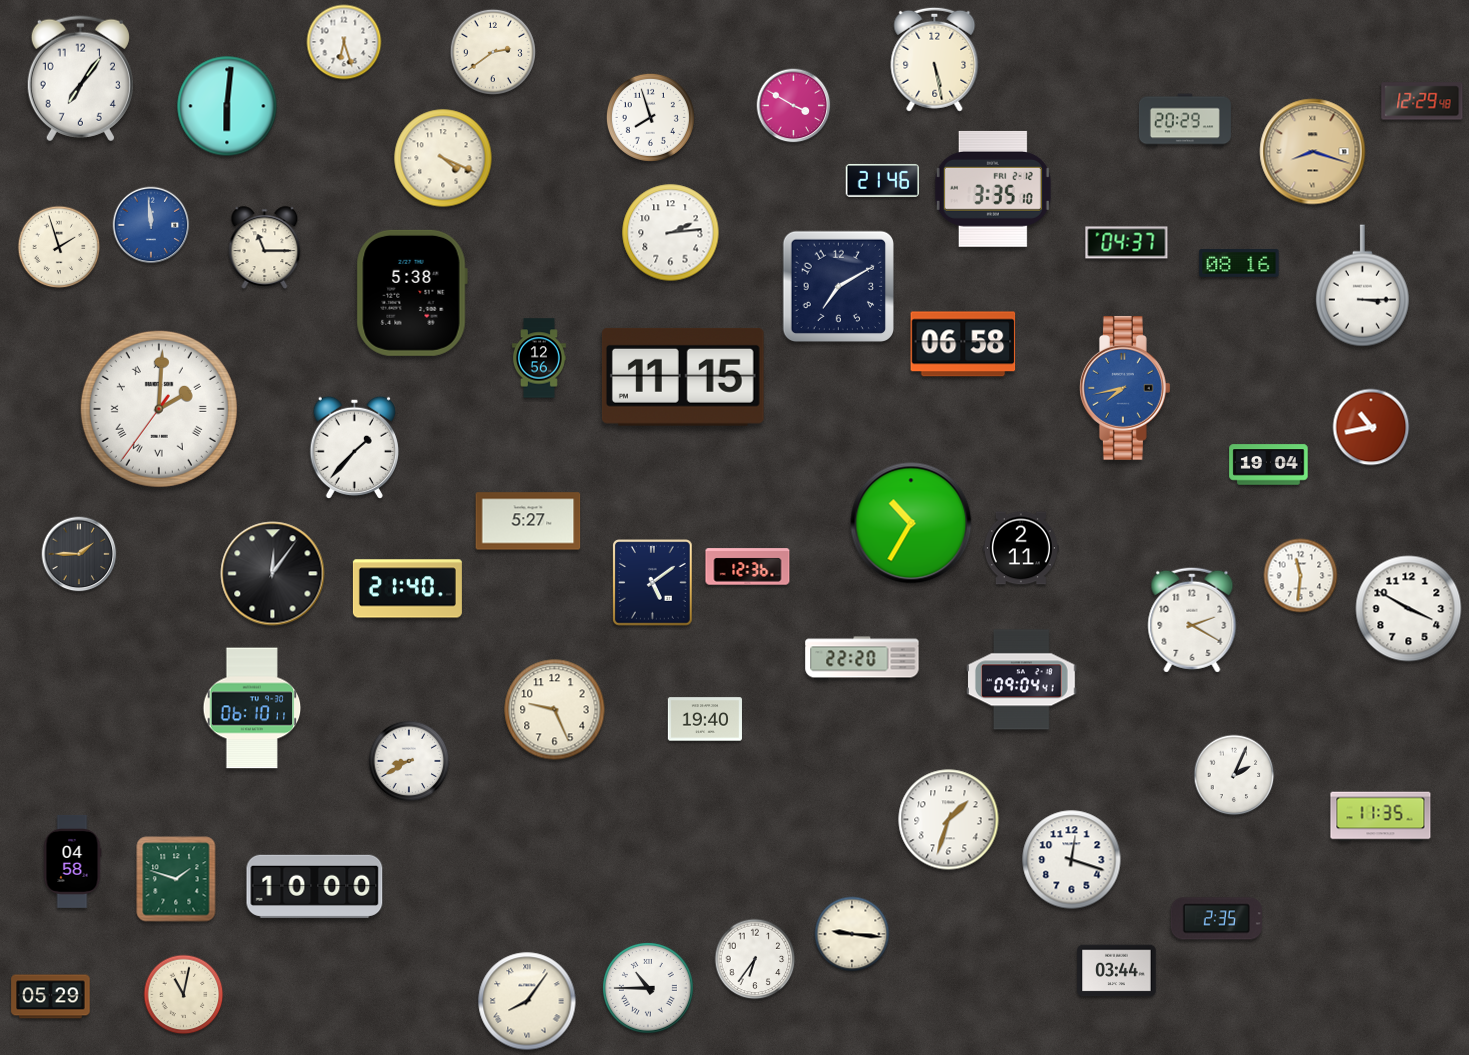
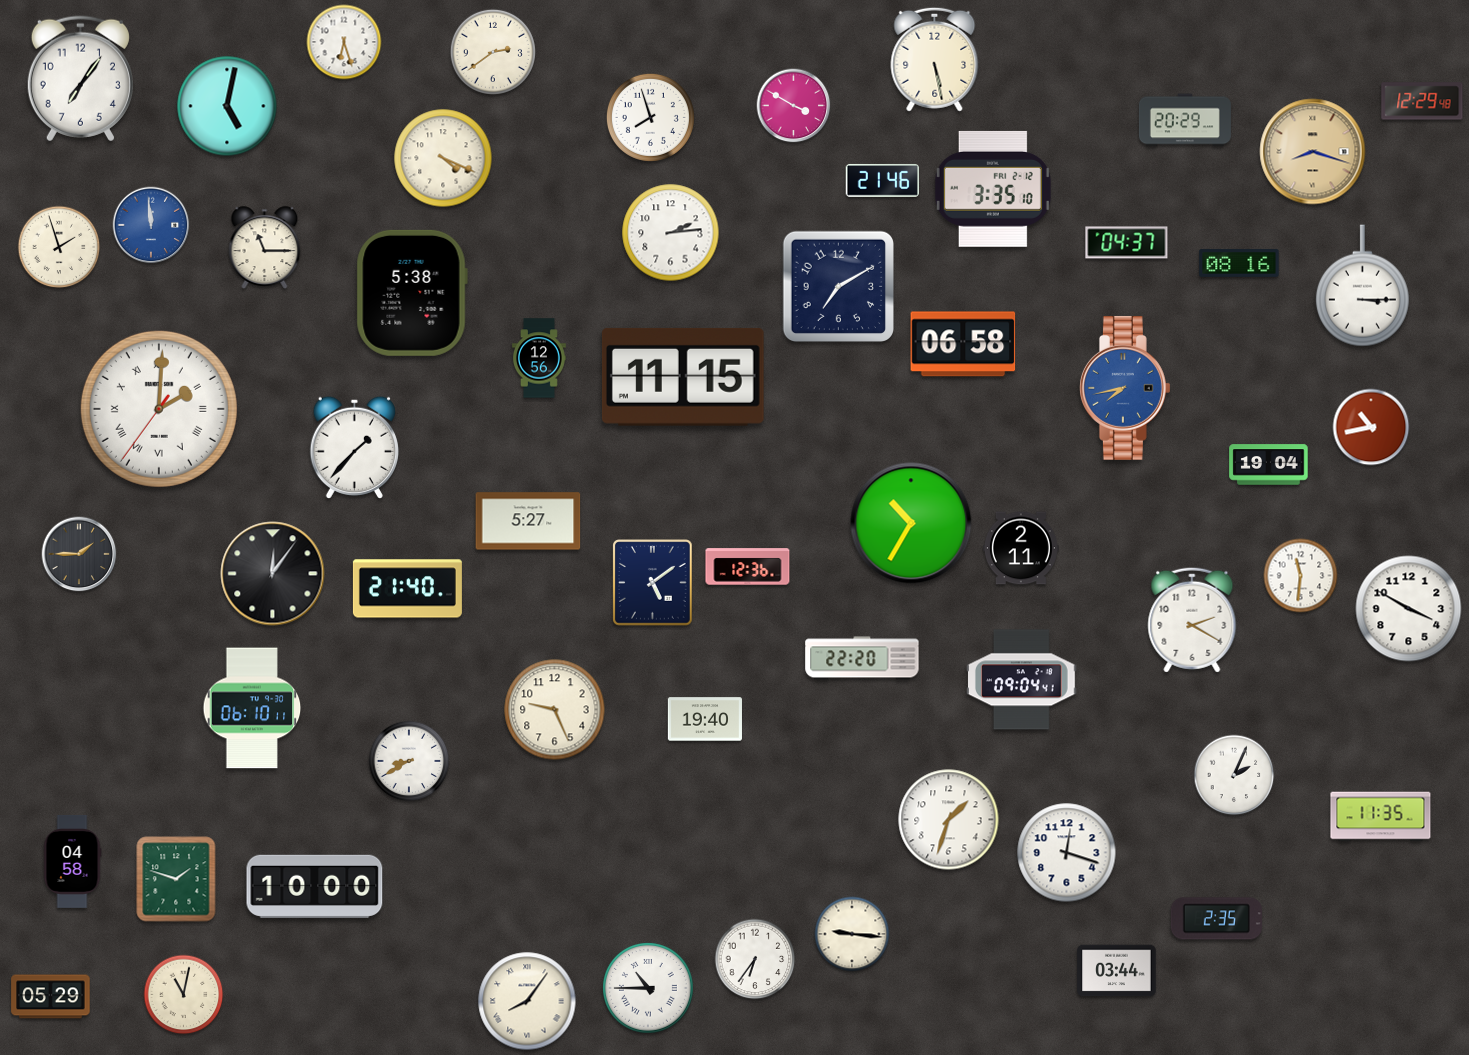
clock at (227, 106): 6:01 -> 5:02
clock at (1072, 860) position: (1072, 860) -> (1067, 853)
